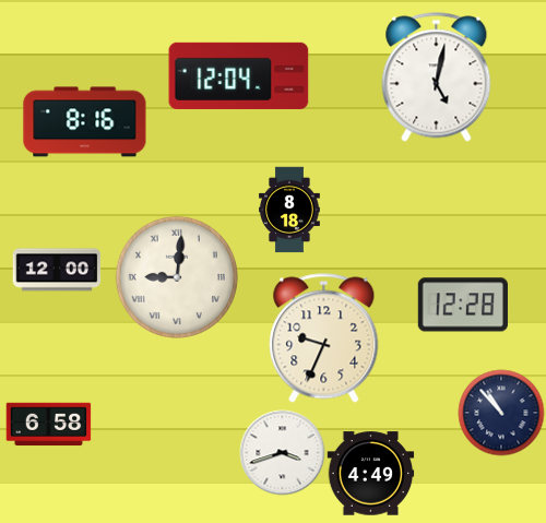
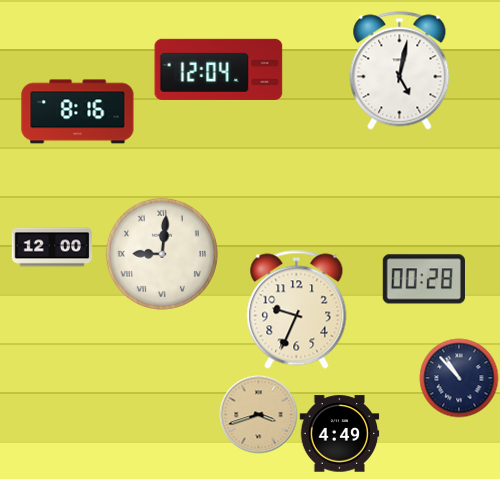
clock at (290, 210): 8:18 -> none
clock at (463, 305): 12:28 -> 00:28
clock at (48, 425): 6:58 -> none
clock at (282, 452) dial: white -> champagne
